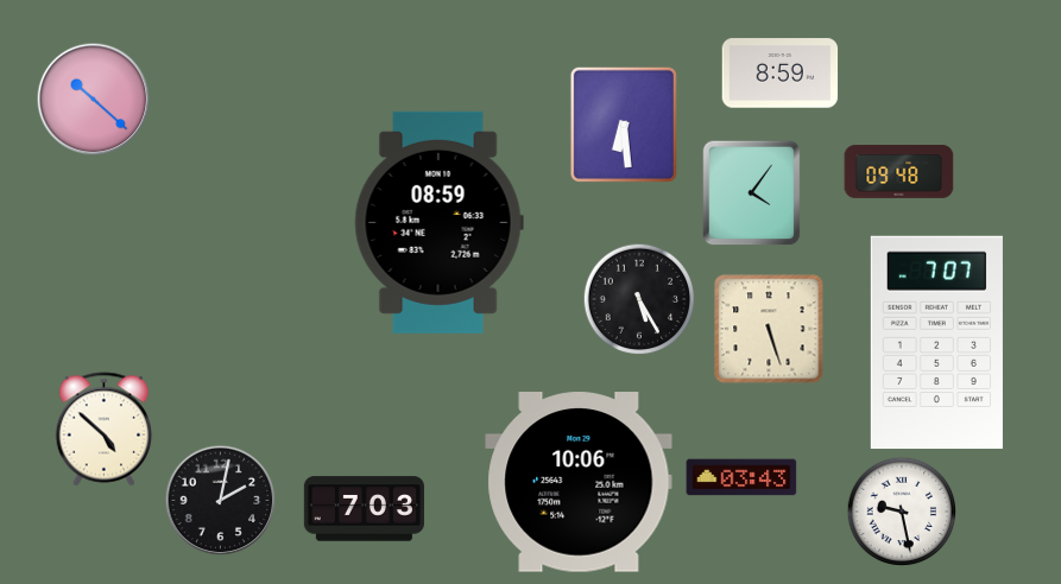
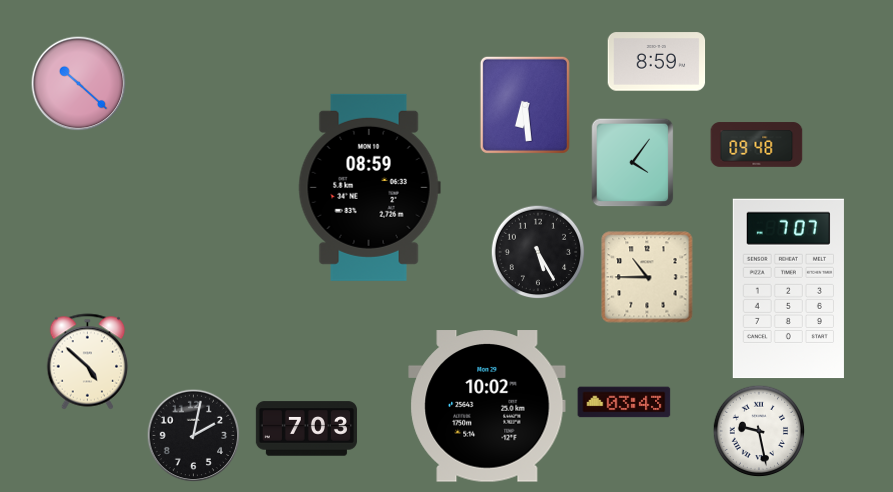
clock at (769, 329): 5:27 -> 10:45
clock at (579, 482): 10:06 -> 10:02
clock at (220, 500) position: (220, 500) -> (193, 435)
